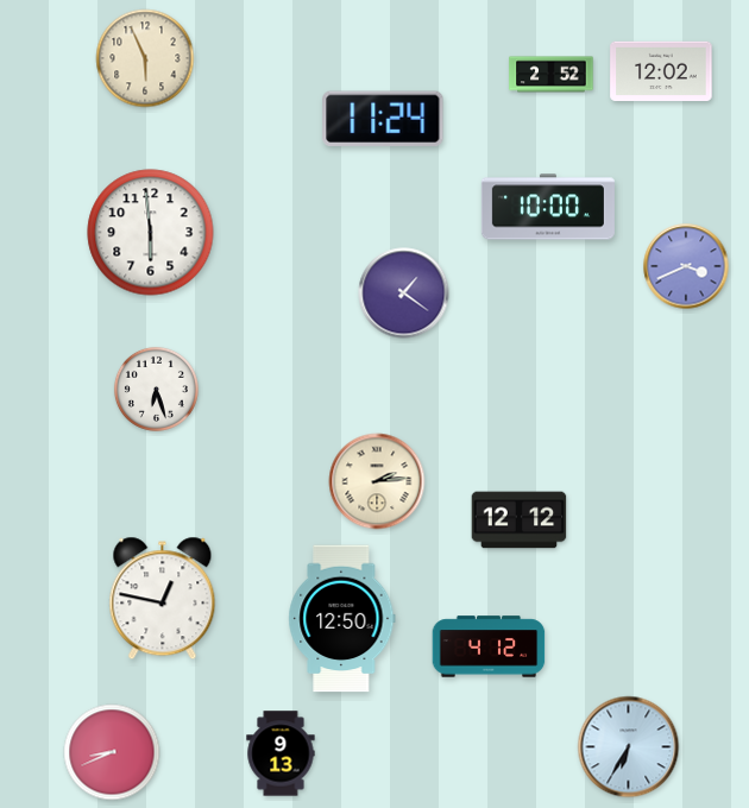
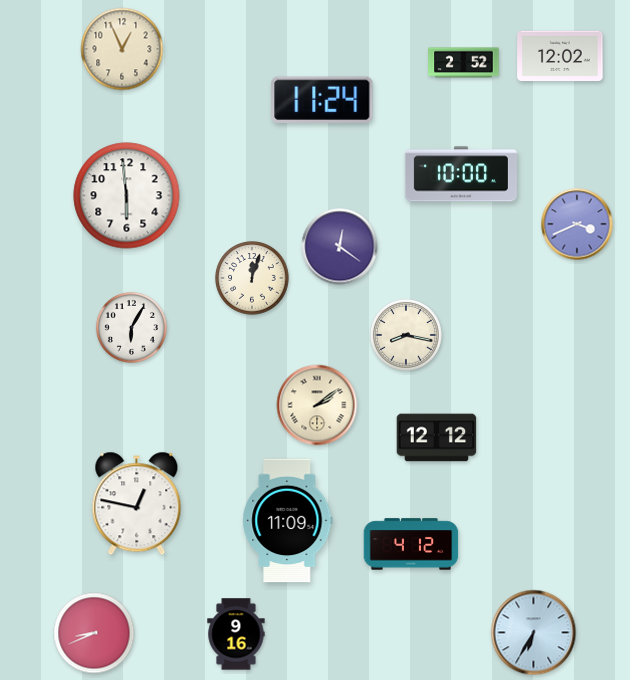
clock at (145, 58): 5:56 -> 12:56
clock at (661, 71) position: (661, 71) -> (560, 56)
clock at (404, 293): 1:21 -> 12:21
clock at (252, 278): none -> 12:03
clock at (156, 389): 6:27 -> 6:05
clock at (406, 335): none -> 8:17
clock at (377, 481): 2:14 -> 2:09
clock at (342, 619): 12:50 -> 11:09
clock at (629, 747) position: (629, 747) -> (534, 633)
clock at (281, 753): 9:13 -> 9:16
